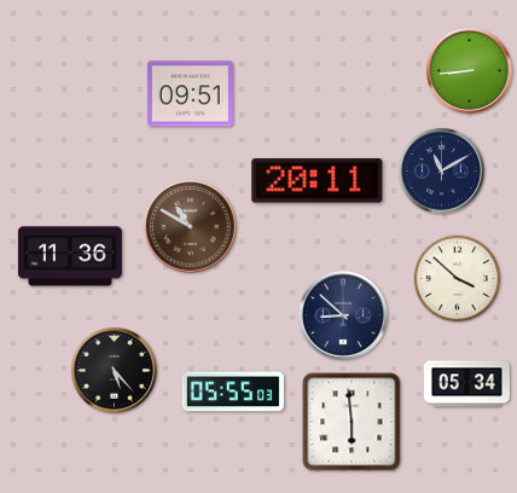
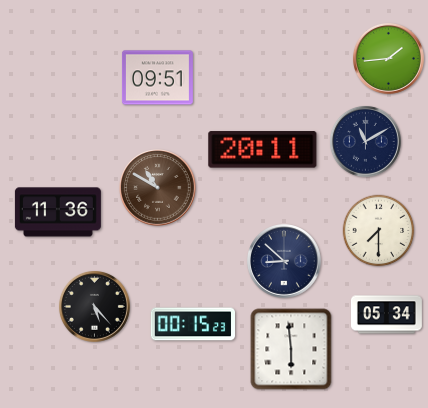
clock at (469, 70): 8:44 -> 1:44
clock at (458, 279): 3:52 -> 7:30
clock at (466, 384) position: (466, 384) -> (386, 315)
clock at (233, 391): 05:55 -> 00:15
